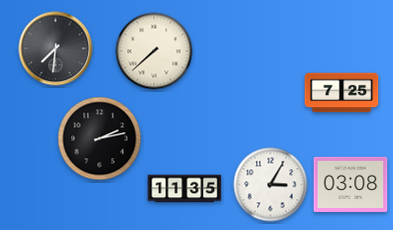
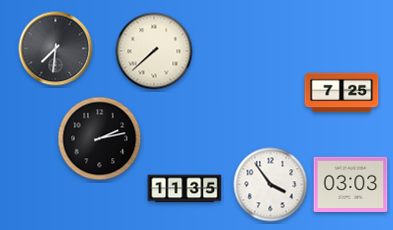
clock at (351, 184): 03:08 -> 03:03
clock at (271, 185): 3:05 -> 3:54
